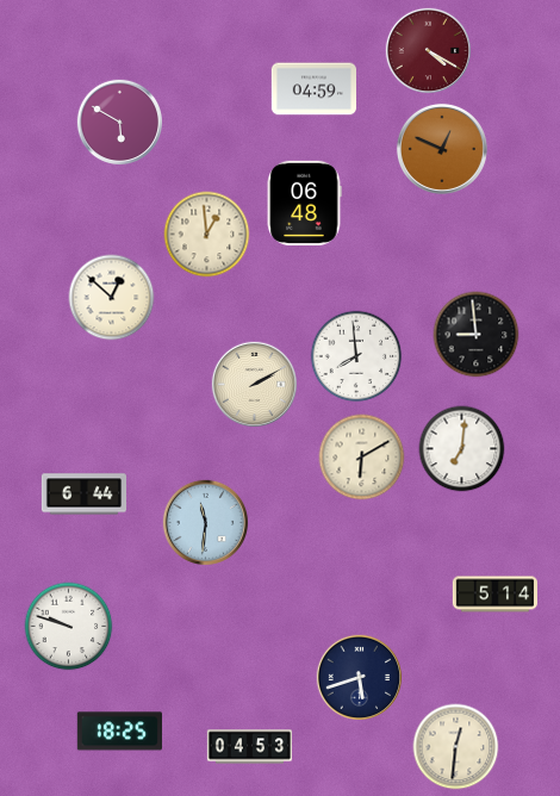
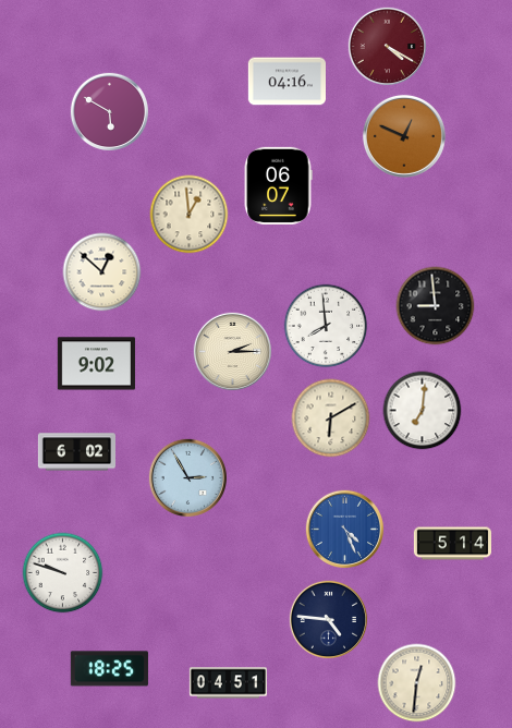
clock at (428, 50) position: (428, 50) -> (387, 46)
clock at (313, 89): 04:59 -> 04:16
clock at (304, 203): 06:48 -> 06:07
clock at (254, 384): 2:10 -> 2:15
clock at (96, 364): none -> 9:02
clock at (83, 495): 6:44 -> 6:02
clock at (205, 522): 11:31 -> 2:55
clock at (344, 529): none -> 4:26
clock at (359, 677): 5:42 -> 4:46
clock at (249, 747): 04:53 -> 04:51
